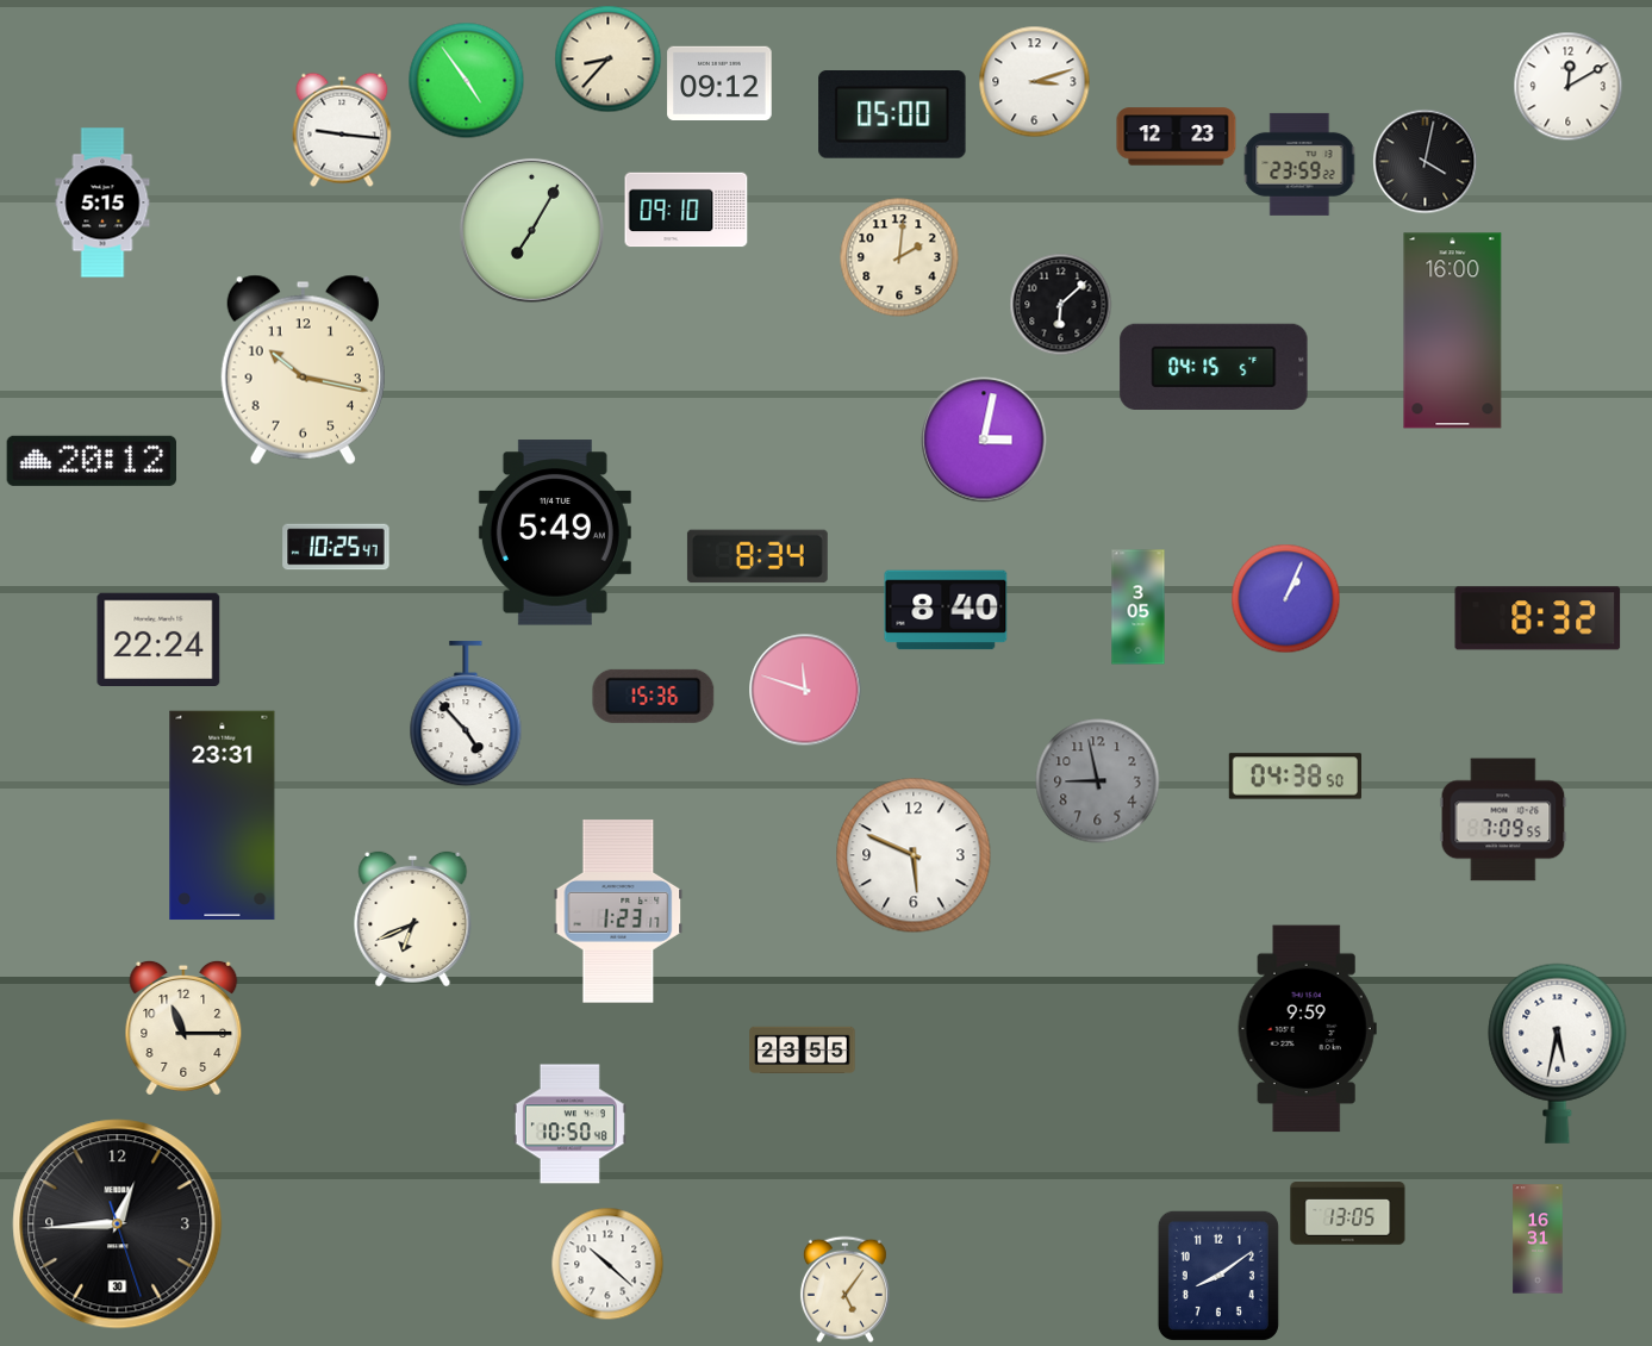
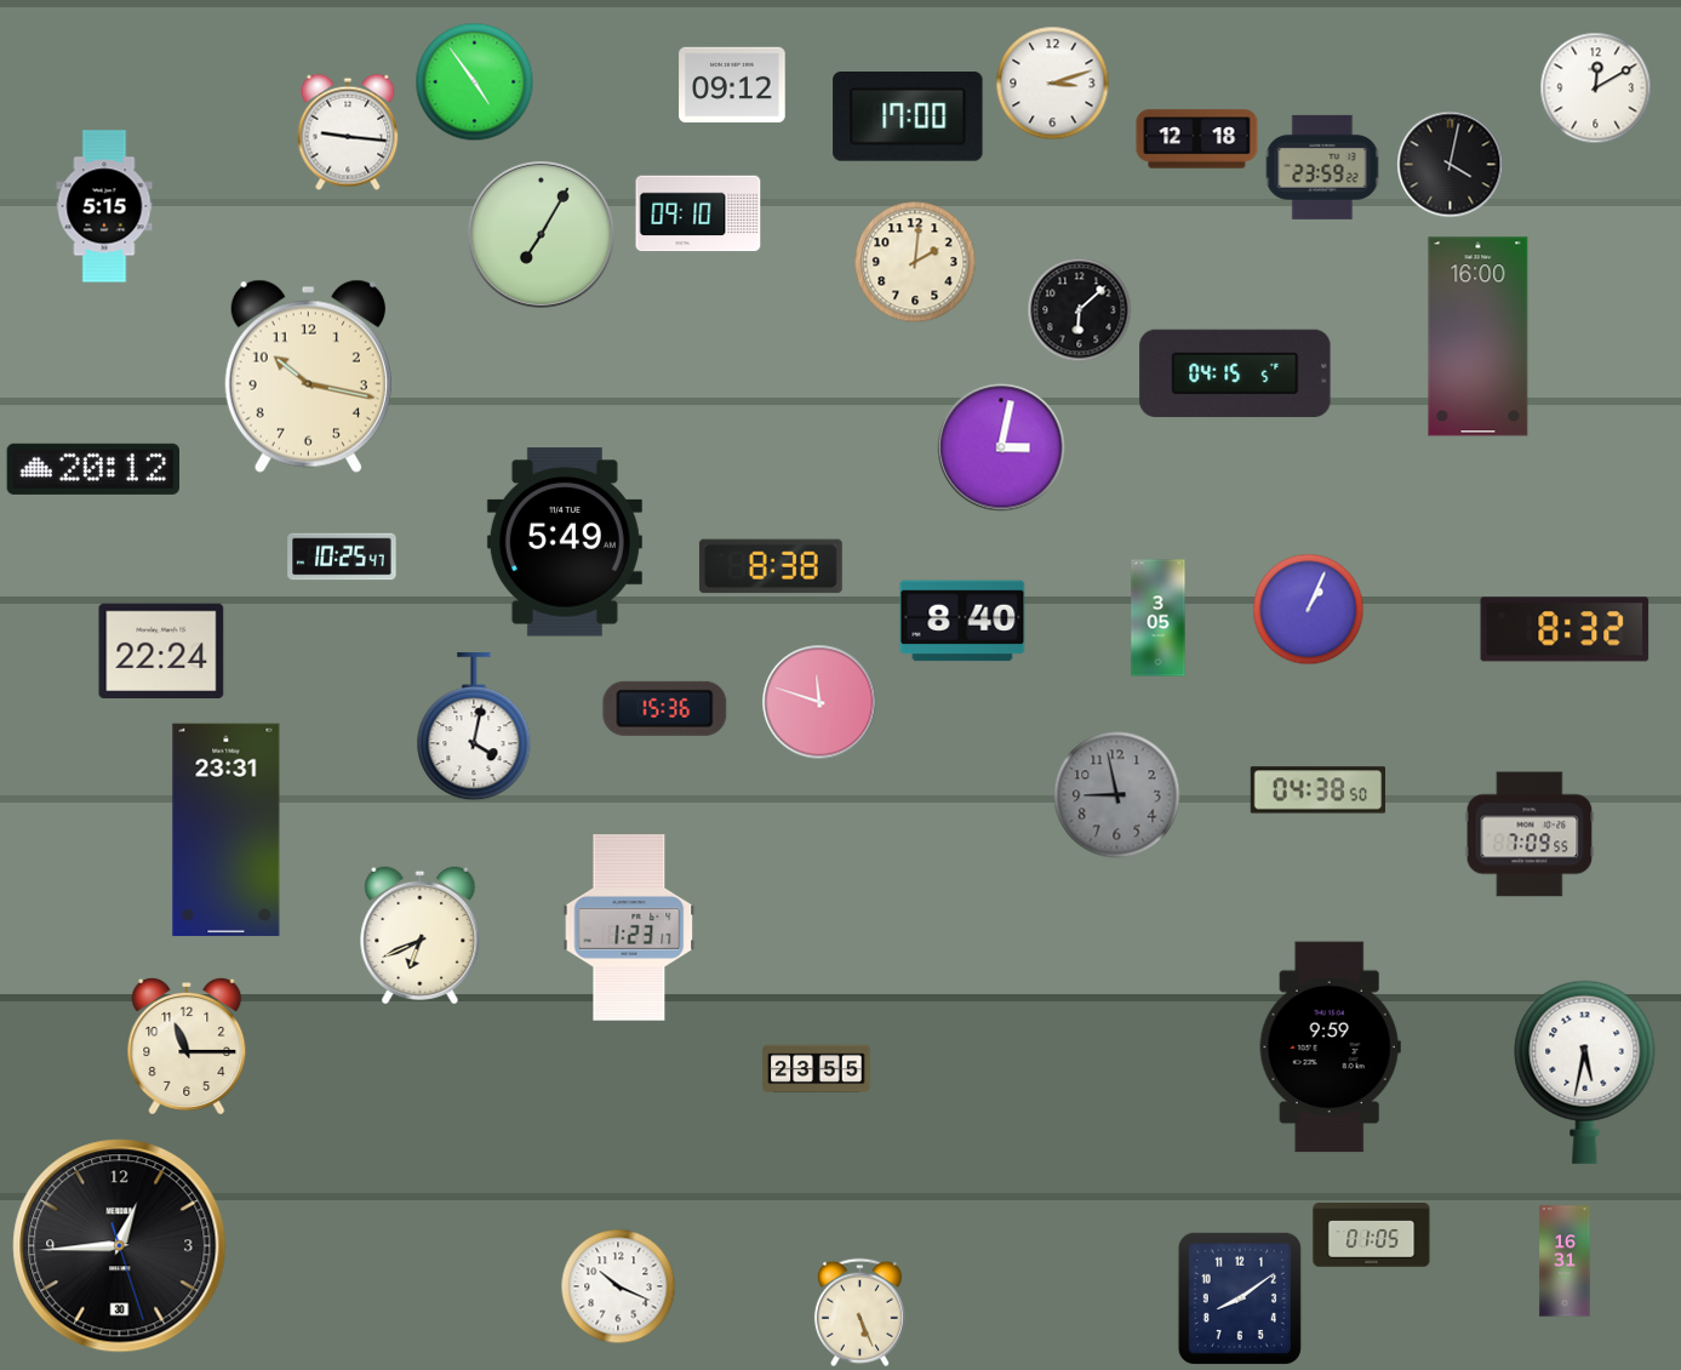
clock at (609, 60): 8:37 -> none
clock at (892, 116): 05:00 -> 17:00
clock at (1177, 137): 12:23 -> 12:18
clock at (758, 556): 8:34 -> 8:38
clock at (466, 715): 4:53 -> 4:02
clock at (914, 855): 5:49 -> none
clock at (569, 1124): 10:50 -> none
clock at (1348, 1214): 13:05 -> 01:05
clock at (607, 1264): 10:22 -> 10:19
clock at (844, 1290): 5:06 -> 5:26
